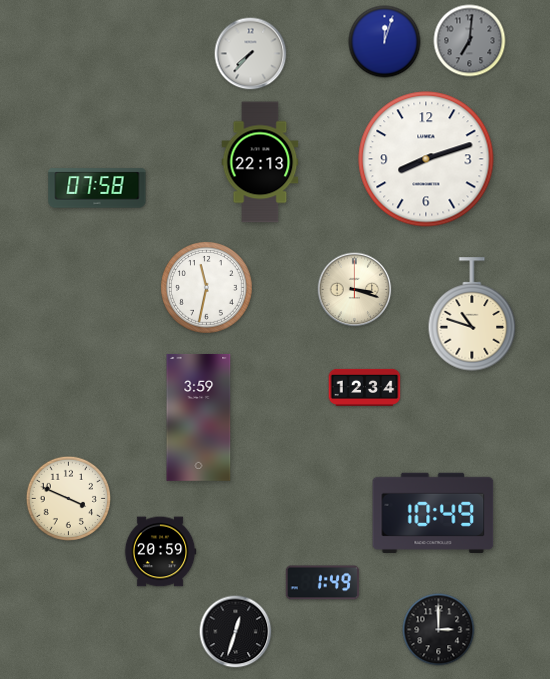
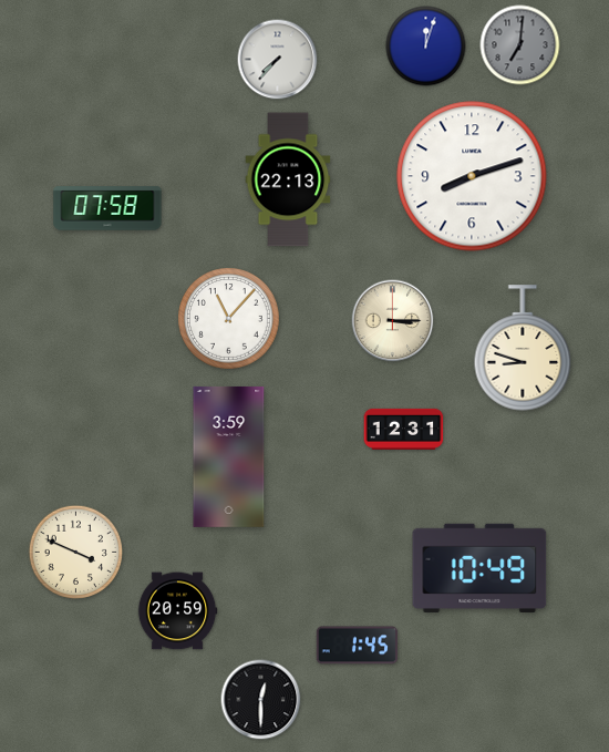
clock at (207, 288): 11:32 -> 11:07
clock at (355, 290): 3:18 -> 3:15
clock at (472, 314): 10:48 -> 8:48
clock at (365, 387): 12:34 -> 12:31
clock at (199, 417) position: (199, 417) -> (229, 456)
clock at (323, 583): 1:49 -> 1:45
clock at (439, 630): 3:00 -> none
clock at (236, 632): 12:33 -> 12:30
